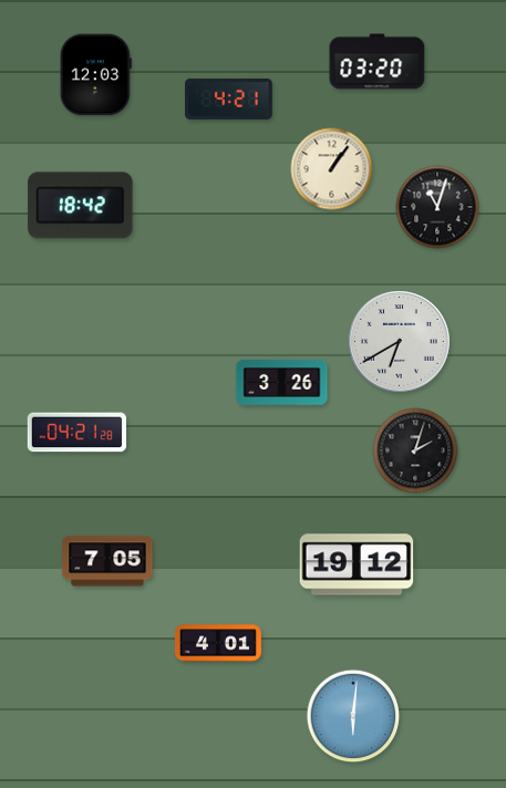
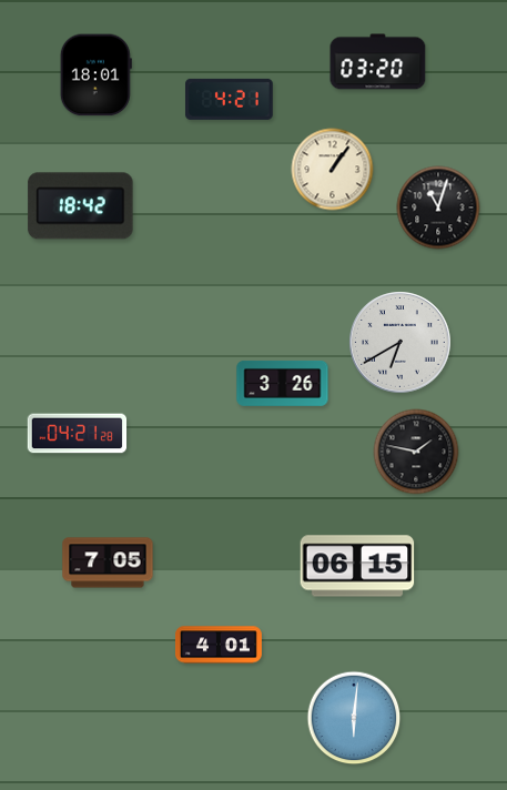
clock at (95, 75): 12:03 -> 18:01
clock at (415, 450): 2:03 -> 1:47
clock at (357, 564): 19:12 -> 06:15
